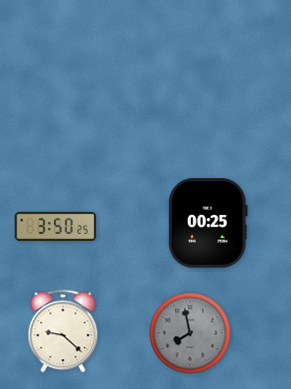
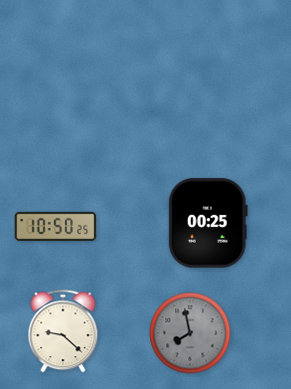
clock at (56, 226): 3:50 -> 10:50
